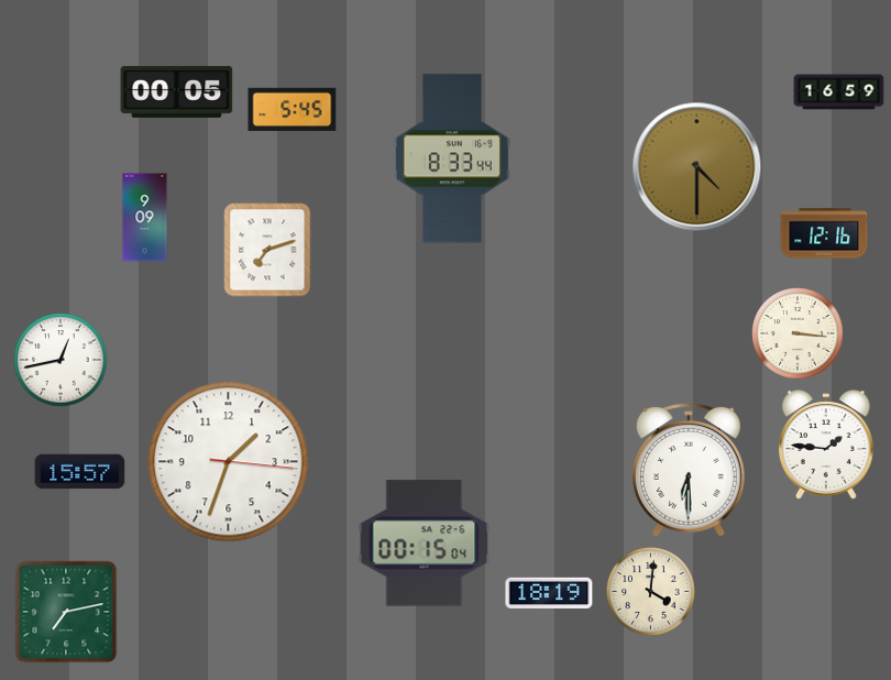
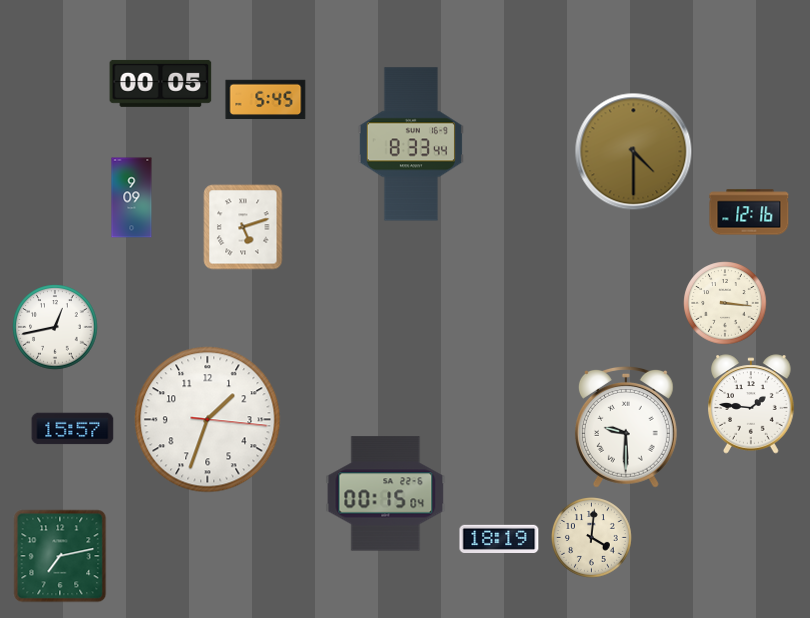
clock at (839, 92): 16:59 -> none
clock at (267, 250): 7:12 -> 5:12
clock at (689, 470): 6:30 -> 9:30
